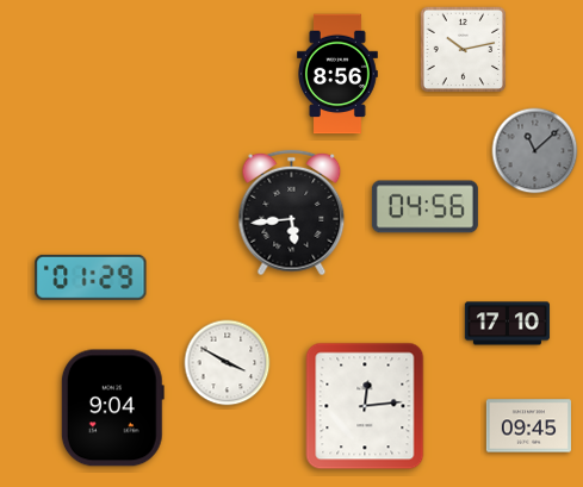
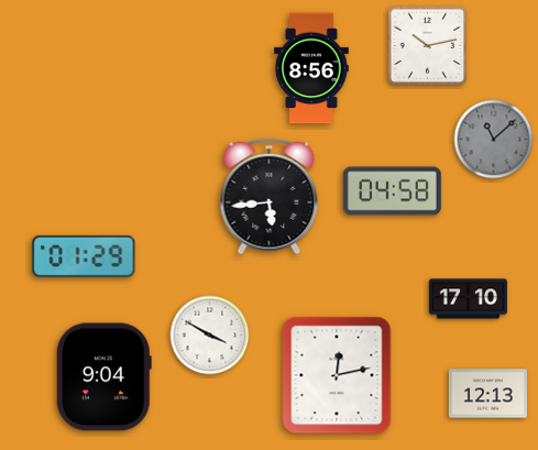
clock at (424, 207): 04:56 -> 04:58
clock at (365, 406): 12:14 -> 12:13
clock at (528, 426): 09:45 -> 12:13
